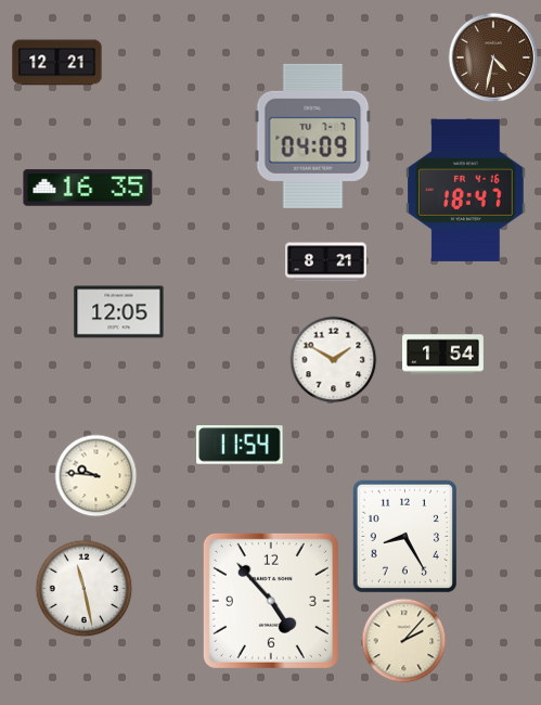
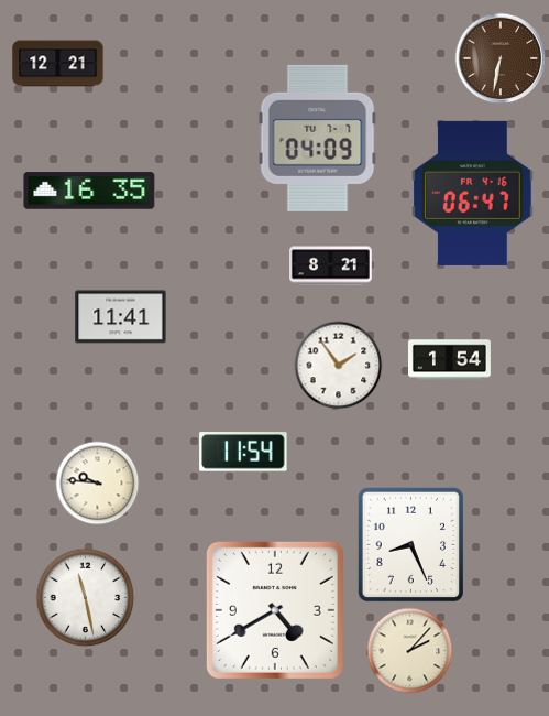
clock at (493, 57): 4:32 -> 6:32
clock at (466, 190): 18:47 -> 06:47
clock at (119, 312): 12:05 -> 11:41
clock at (334, 360): 1:50 -> 1:54
clock at (404, 537): 8:25 -> 8:26
clock at (271, 601): 4:53 -> 4:40
